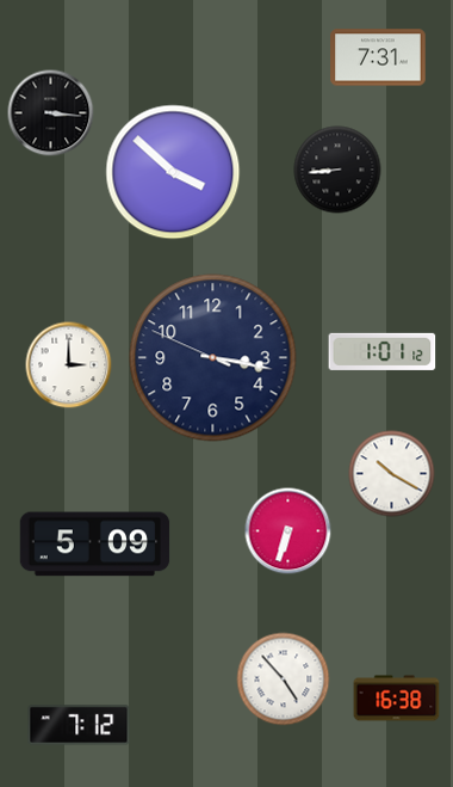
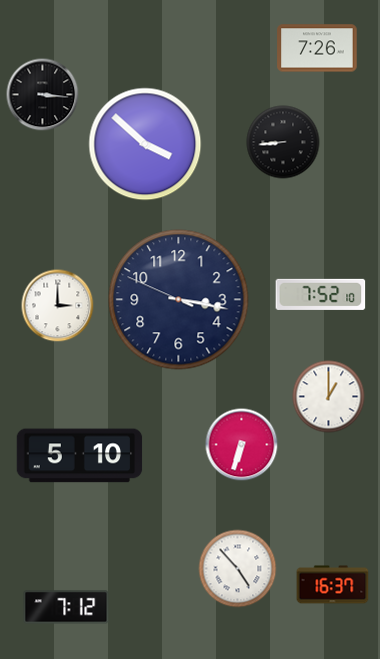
clock at (378, 57): 7:31 -> 7:26
clock at (383, 351): 1:01 -> 7:52
clock at (392, 474): 10:20 -> 1:00
clock at (95, 545): 5:09 -> 5:10
clock at (397, 699): 16:38 -> 16:37
